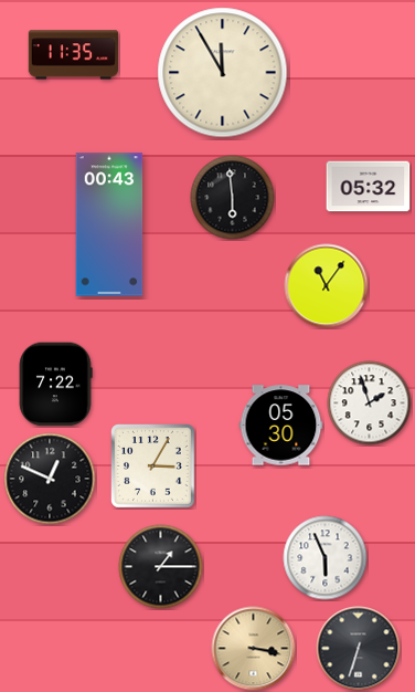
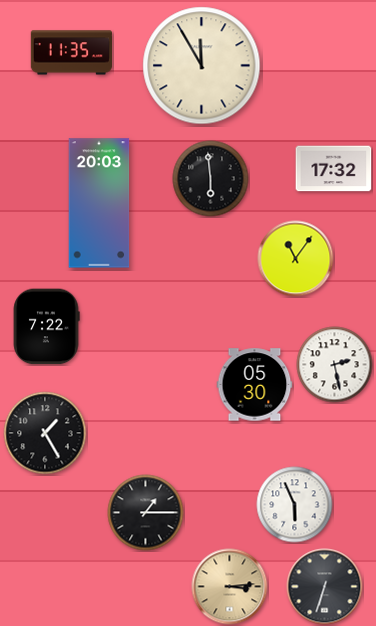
clock at (73, 55) position: (73, 55) -> (71, 53)
clock at (369, 187): 05:32 -> 17:32
clock at (109, 224): 00:43 -> 20:03
clock at (55, 385) position: (55, 385) -> (46, 327)
clock at (370, 403): 1:57 -> 2:28
clock at (153, 466): 3:05 -> none
clock at (50, 479): 12:49 -> 1:25
clock at (254, 649): 3:17 -> 3:14
